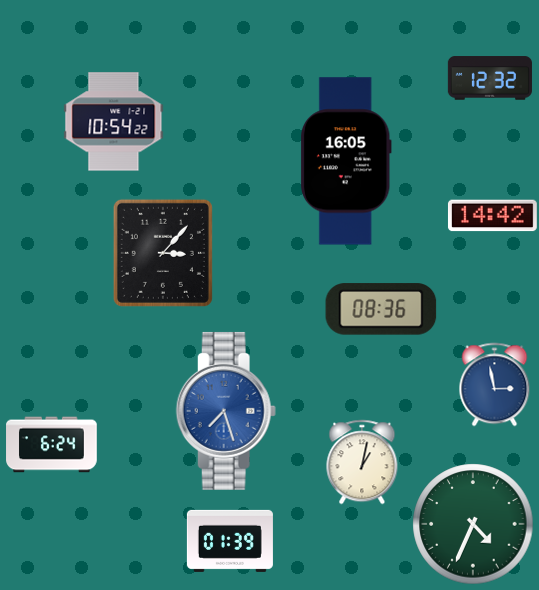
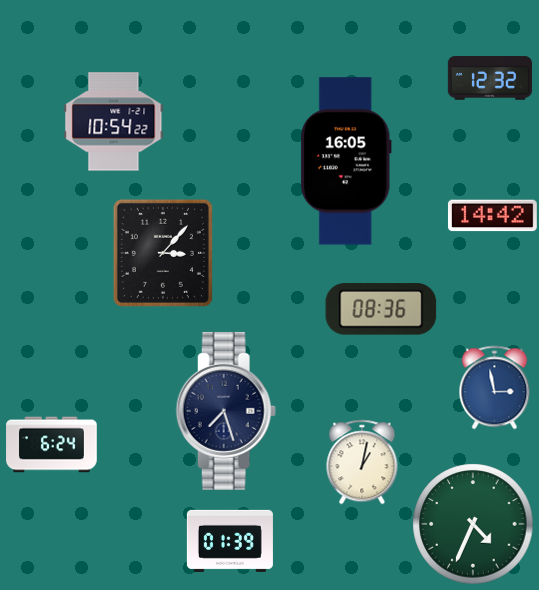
clock at (495, 385) position: (495, 385) -> (495, 388)
clock at (226, 411) dial: blue -> navy
